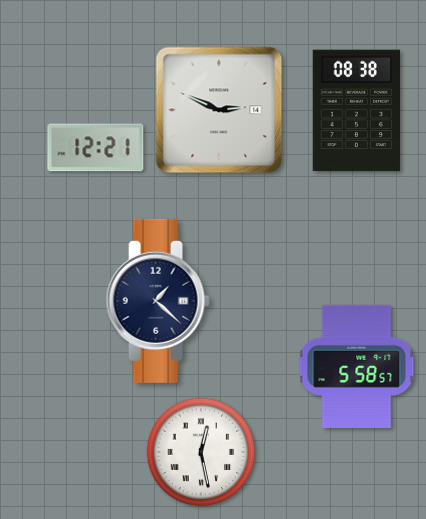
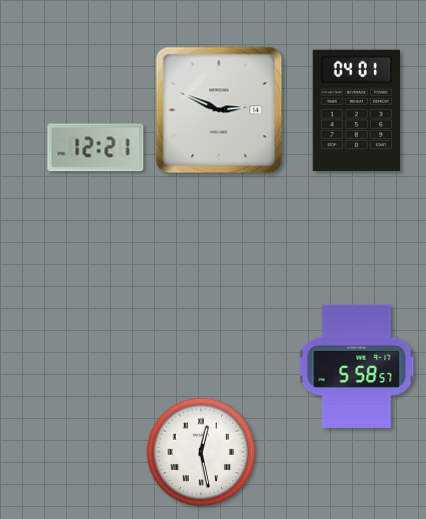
clock at (357, 111): 08:38 -> 04:01
clock at (158, 301): 1:22 -> none
